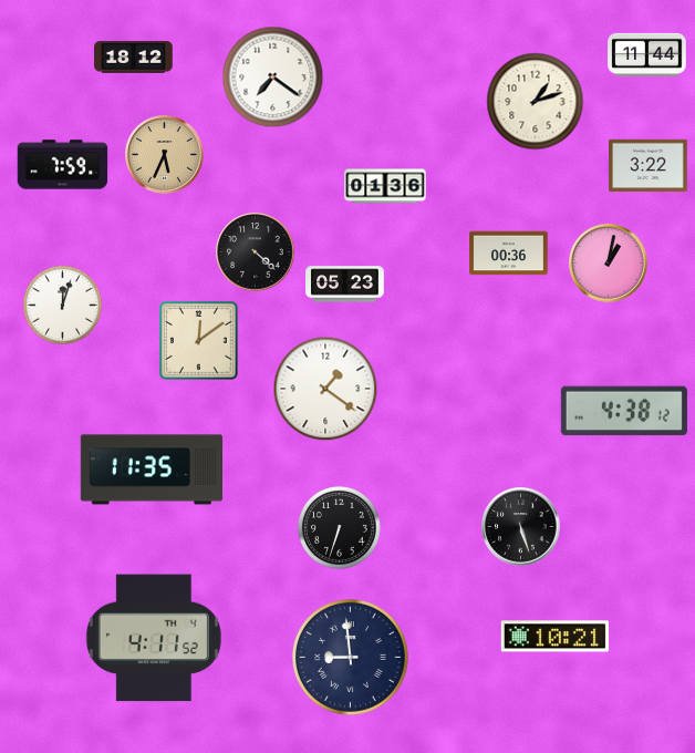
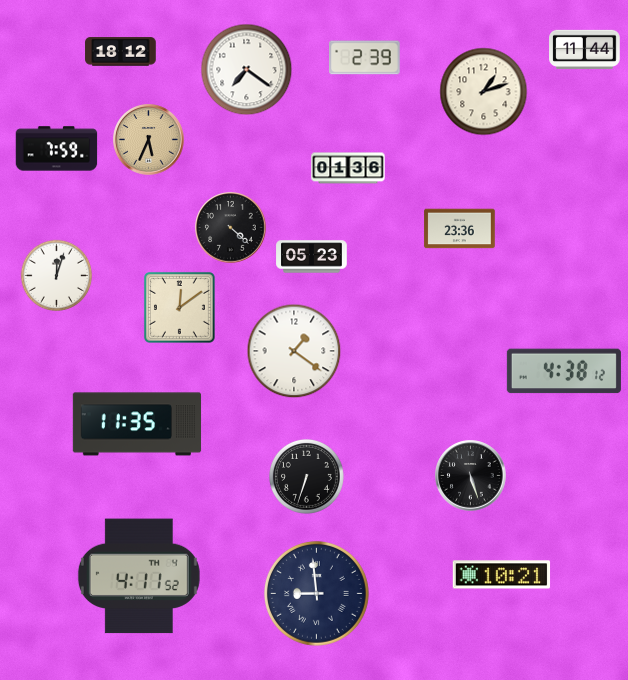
clock at (365, 58): none -> 2:39
clock at (649, 166): 3:22 -> none
clock at (509, 254): 00:36 -> 23:36
clock at (609, 264): 1:02 -> none
